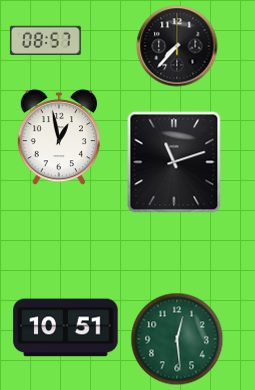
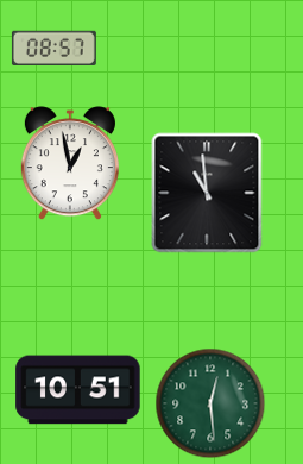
clock at (177, 46): 7:37 -> none
clock at (174, 162): 11:12 -> 10:59
